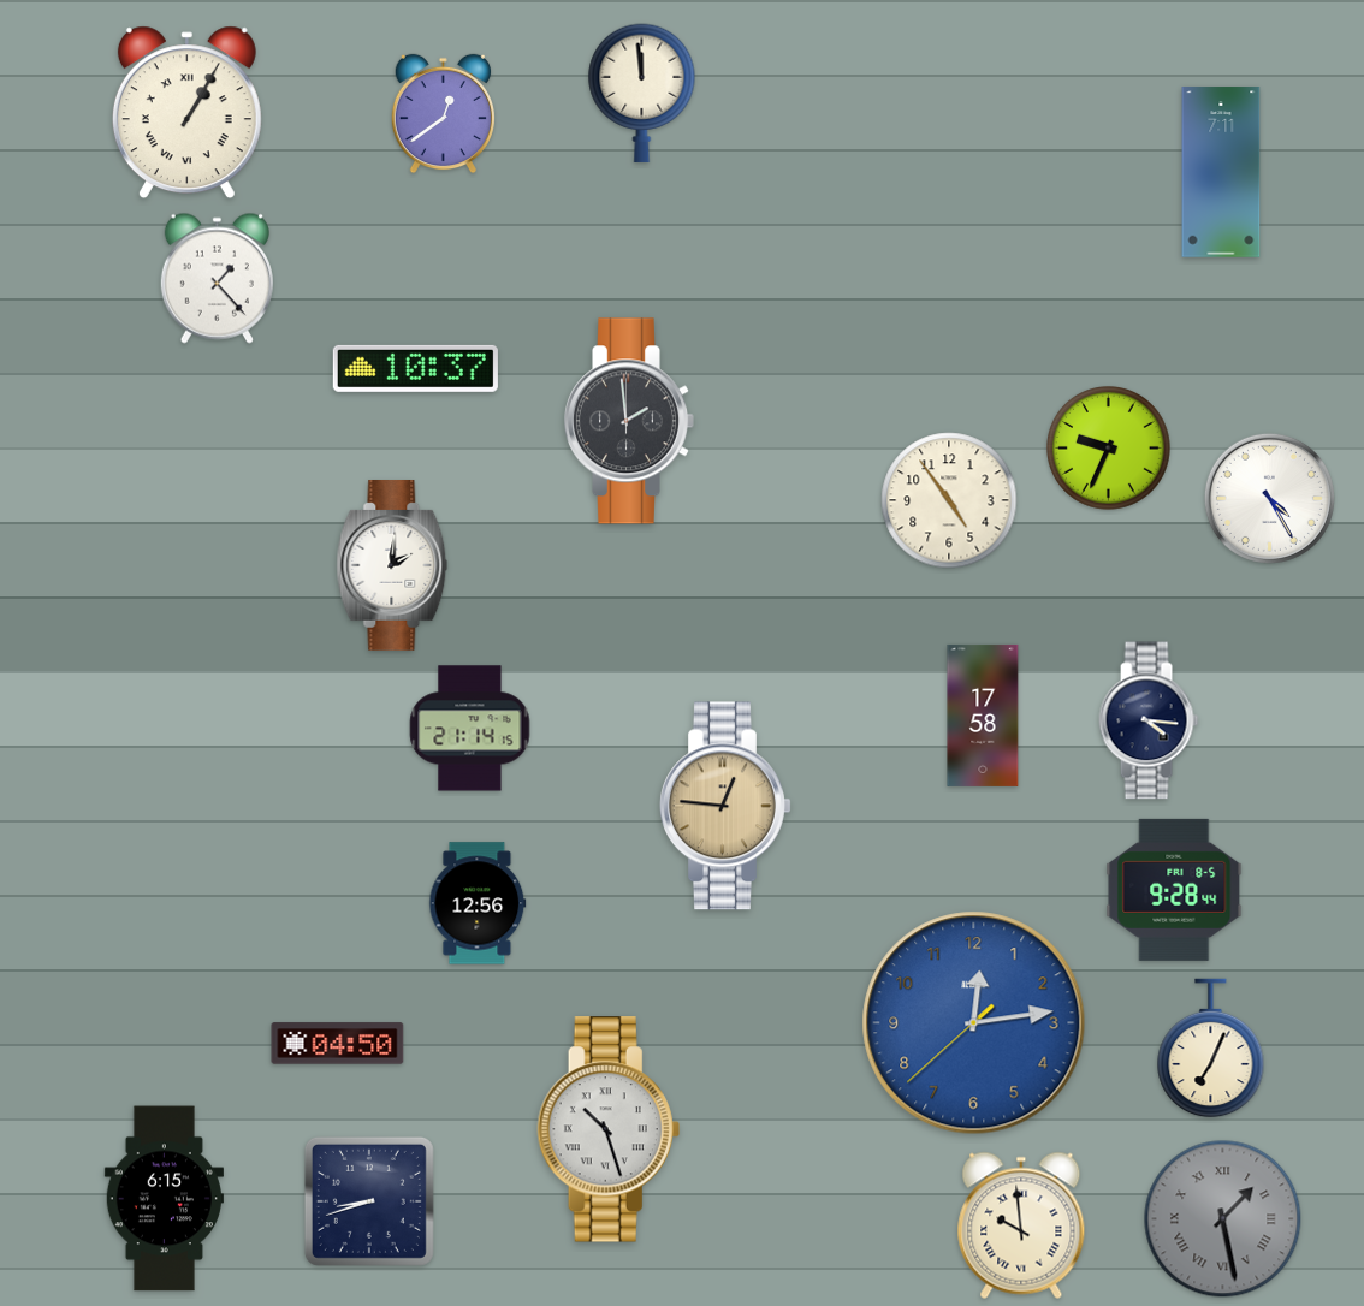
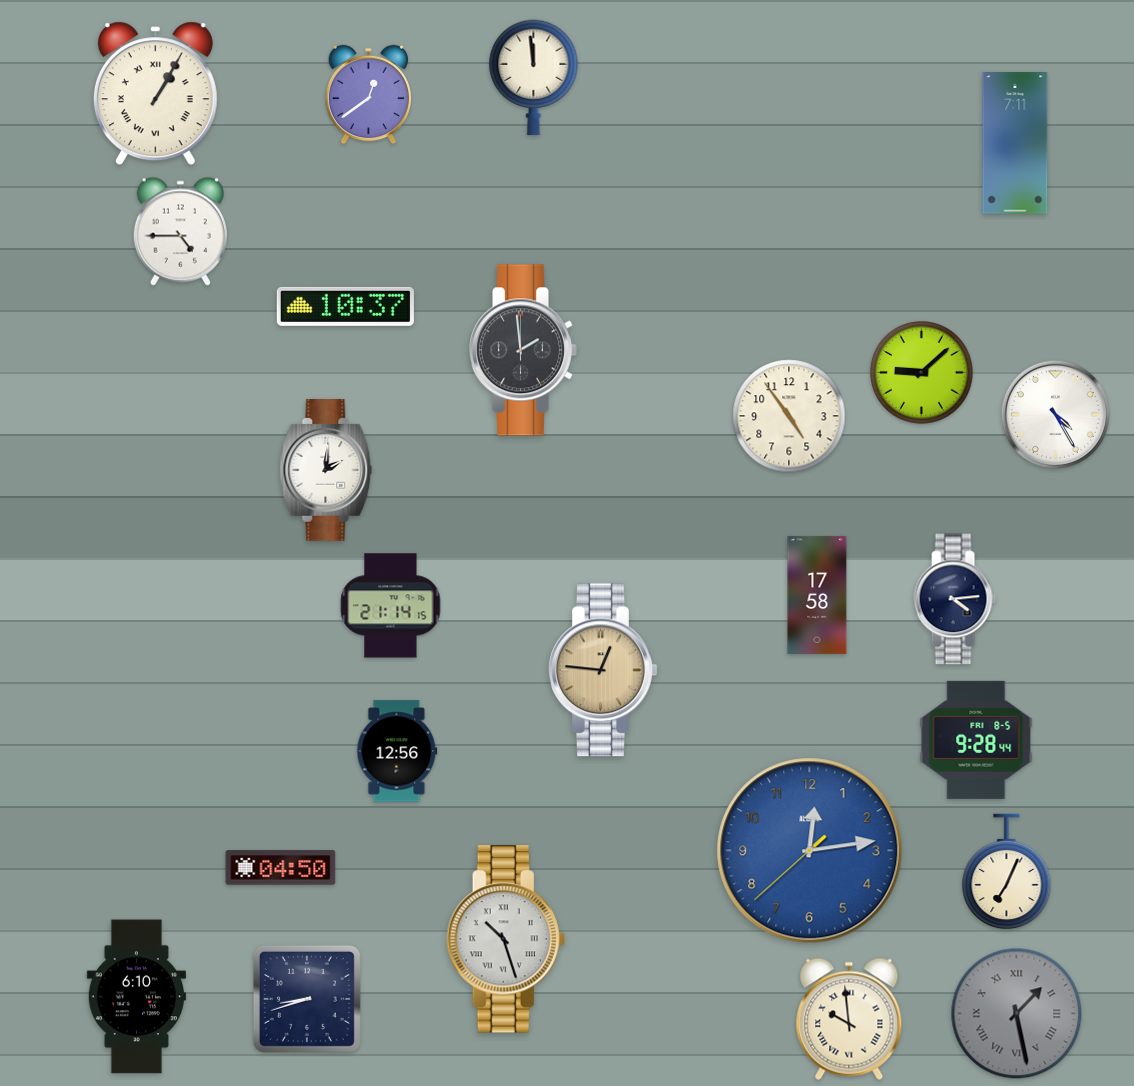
clock at (217, 278): 1:23 -> 4:45
clock at (1109, 449): 9:34 -> 9:08
clock at (1149, 720): 4:16 -> 4:14
clock at (164, 1199): 6:15 -> 6:10
